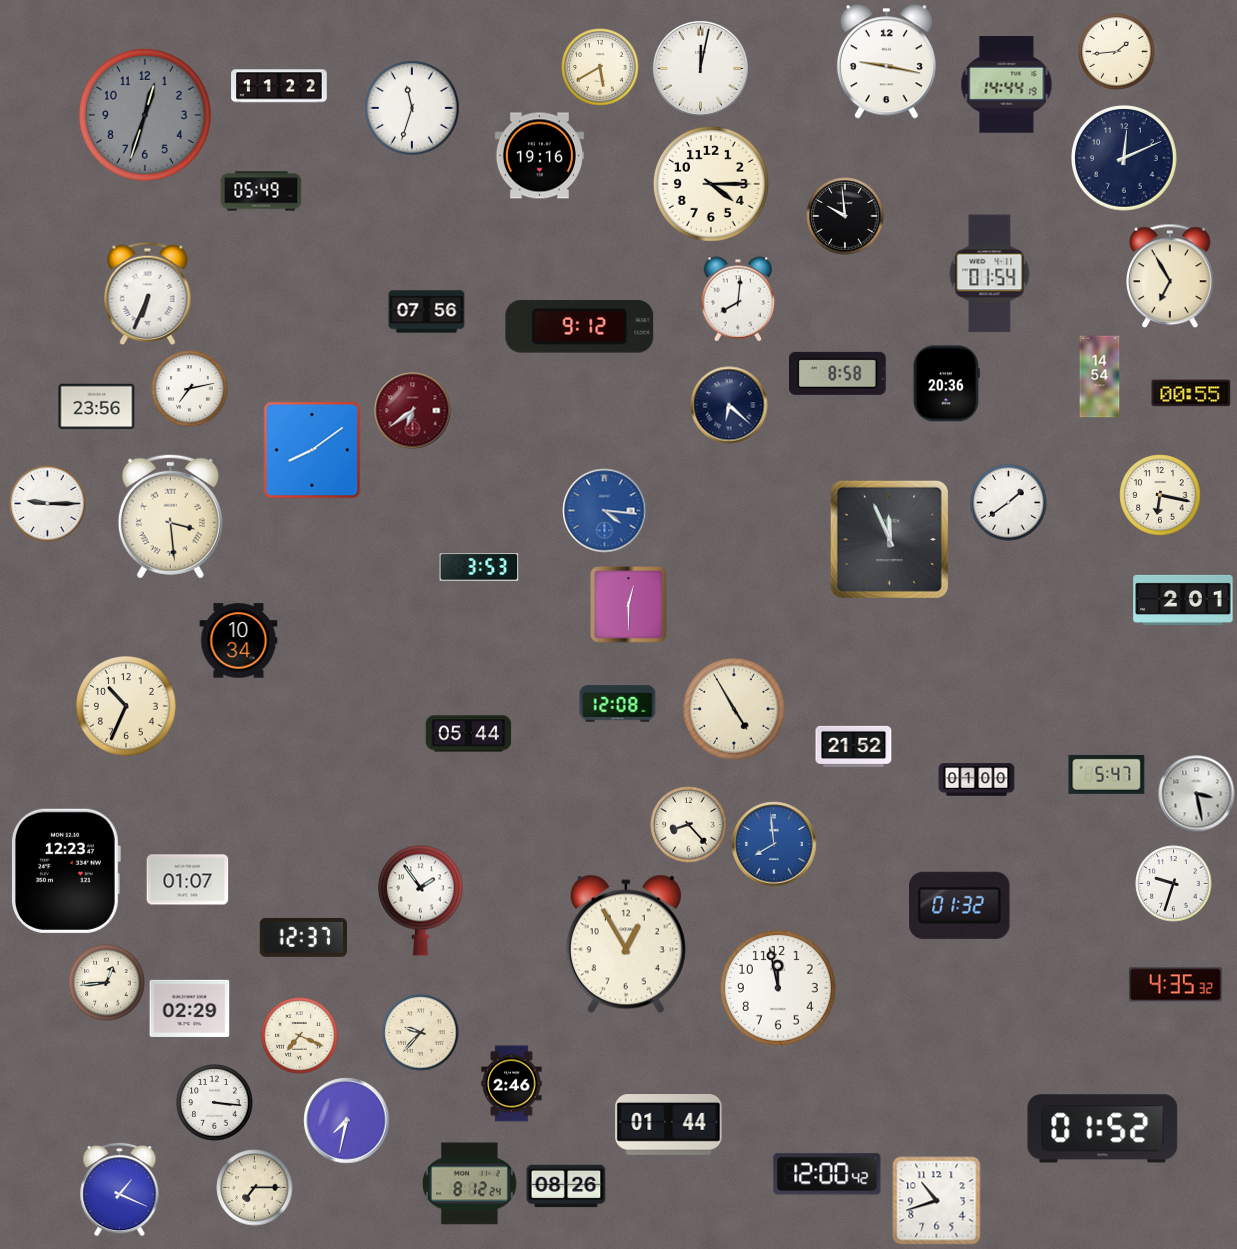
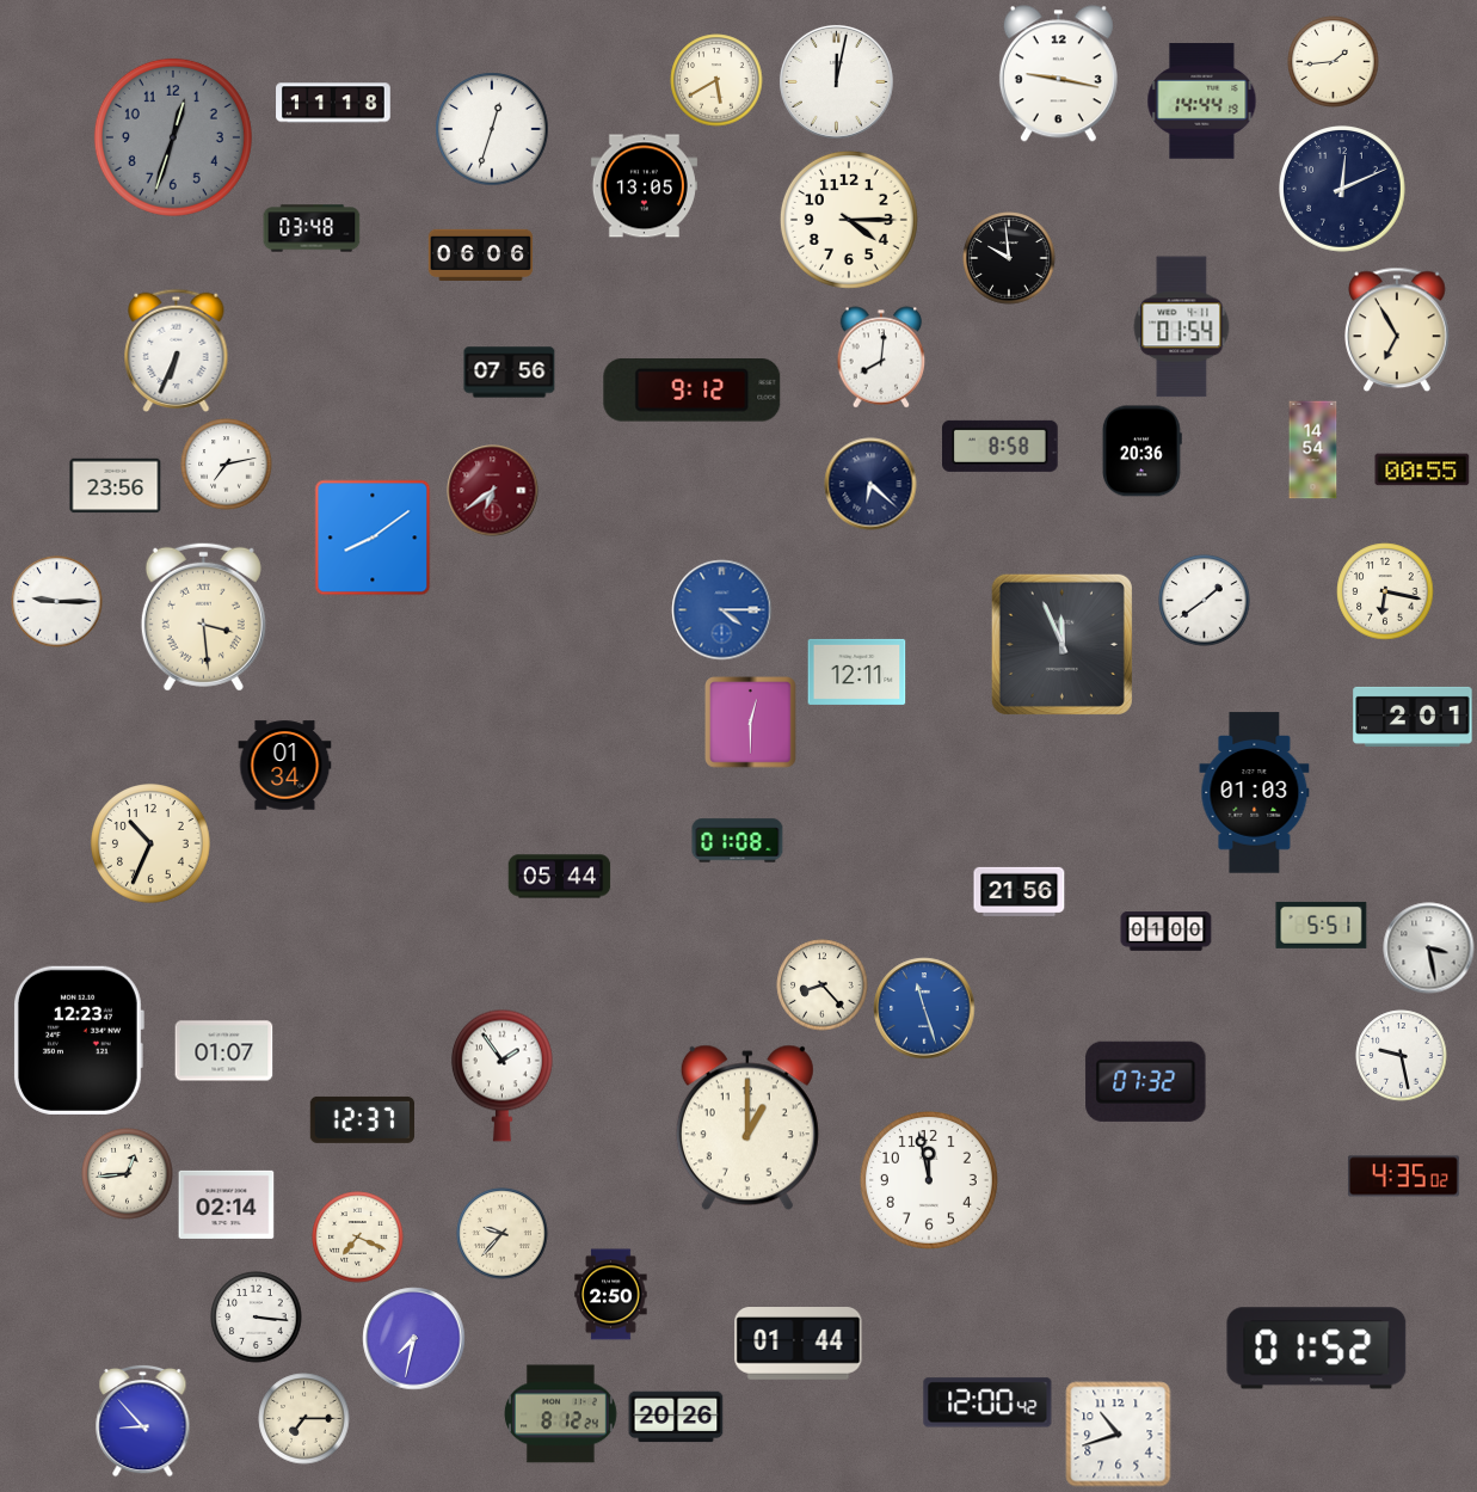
clock at (279, 86): 11:22 -> 11:18
clock at (412, 108): 11:33 -> 12:33
clock at (539, 156): 19:16 -> 13:05
clock at (261, 191): 05:49 -> 03:48
clock at (481, 254): none -> 06:06
clock at (946, 384) position: (946, 384) -> (1141, 452)
clock at (605, 511): 4:16 -> 4:15
clock at (857, 671): none -> 12:11
clock at (479, 568): 3:53 -> none
clock at (239, 641): 10:34 -> 01:34
clock at (1255, 793): none -> 01:03
clock at (618, 704): 12:08 -> 01:08
clock at (735, 710): 4:55 -> none
clock at (854, 746): 21:52 -> 21:56
clock at (1107, 774): 5:47 -> 5:51
clock at (774, 844): 7:59 -> 11:27
clock at (1174, 884): 9:33 -> 9:28
clock at (960, 905): 01:32 -> 07:32
clock at (626, 944): 12:55 -> 1:00
clock at (1175, 985): 4:35:32 -> 4:35:02
clock at (190, 1008): 02:29 -> 02:14
clock at (512, 1084): 2:46 -> 2:50
clock at (566, 1186): 08:26 -> 20:26
clock at (120, 1189): 1:19 -> 8:53
